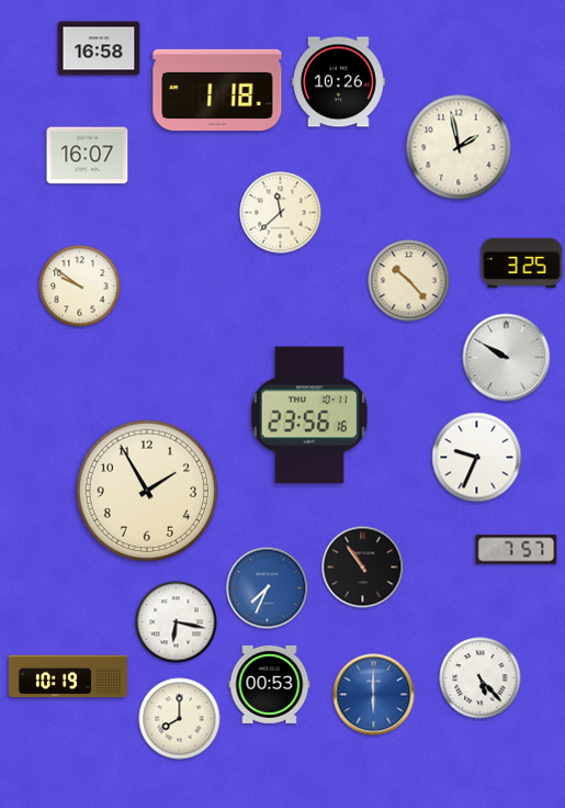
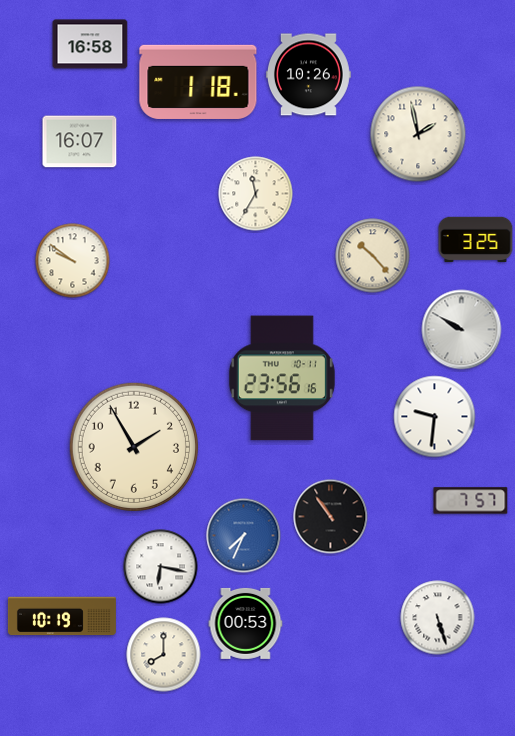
clock at (281, 213): 11:38 -> 11:35
clock at (507, 358) position: (507, 358) -> (462, 330)
clock at (477, 458): 9:34 -> 9:31
clock at (481, 678): 5:23 -> 5:27
clock at (374, 695): 6:00 -> none
